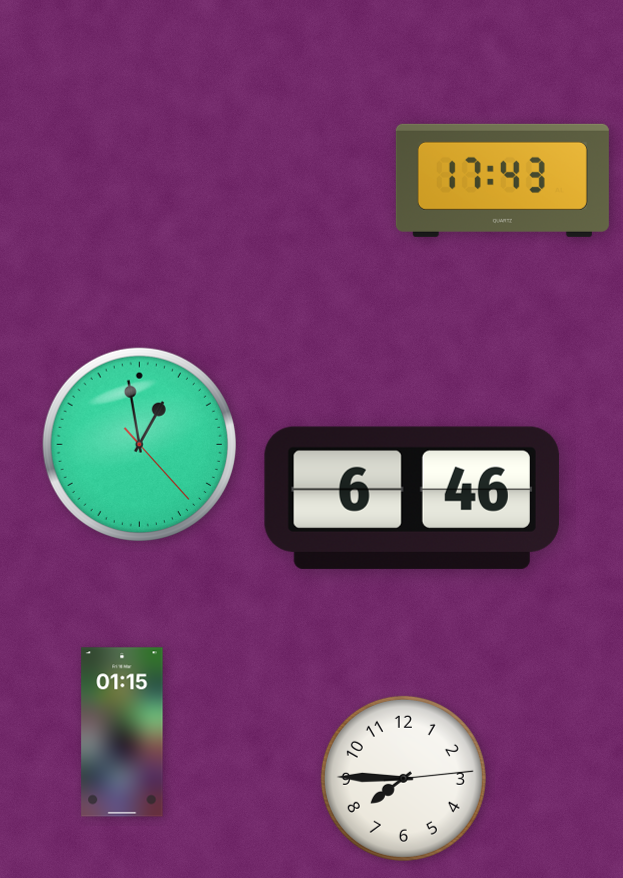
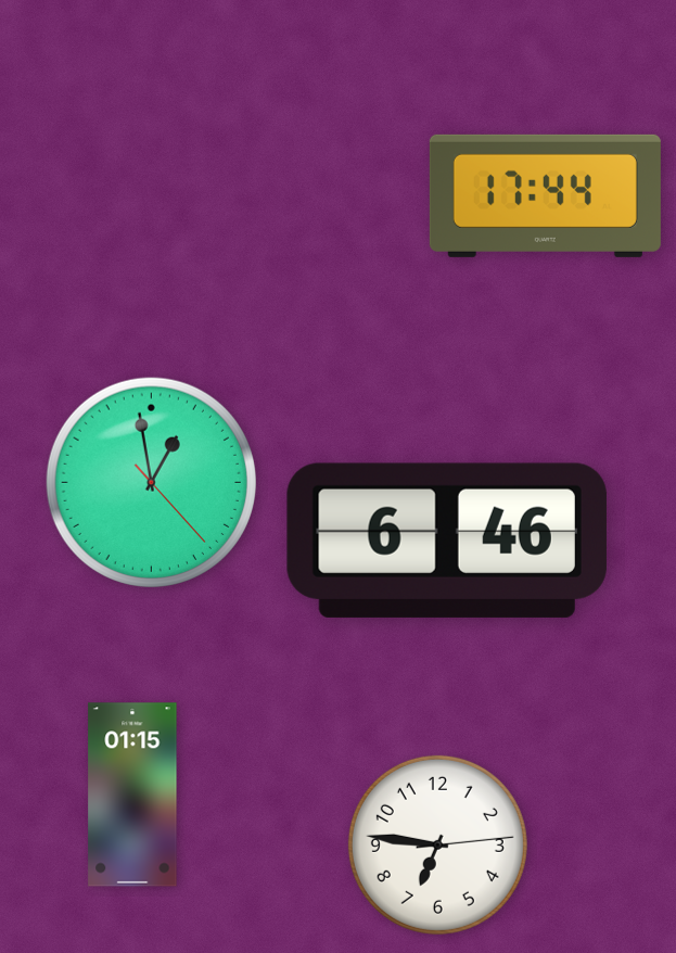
clock at (502, 180): 17:43 -> 17:44
clock at (403, 778): 7:45 -> 6:46
